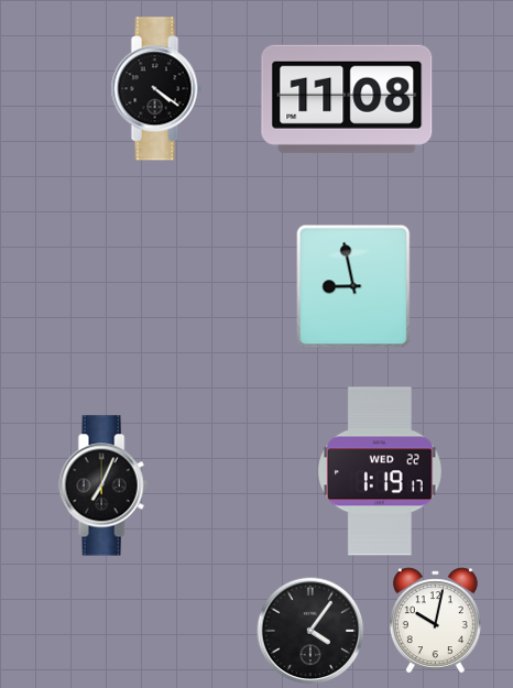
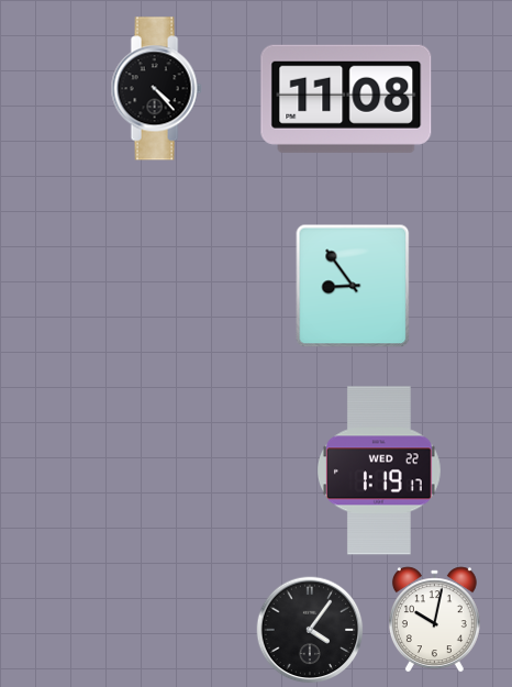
clock at (156, 89): 4:21 -> 4:23
clock at (353, 286): 8:58 -> 8:54
clock at (103, 485): 7:04 -> none
